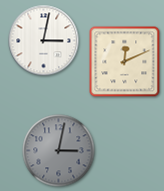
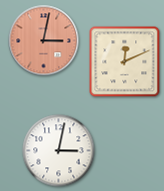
clock at (44, 41) dial: white -> salmon
clock at (59, 151) dial: grey -> white
